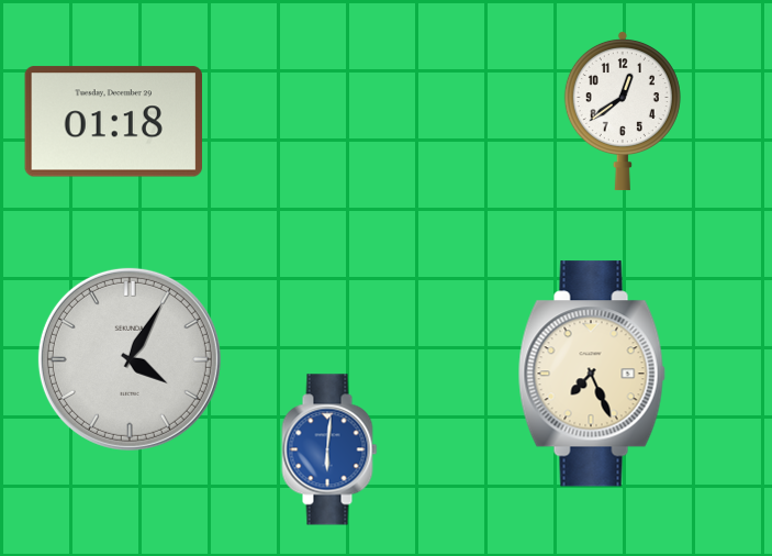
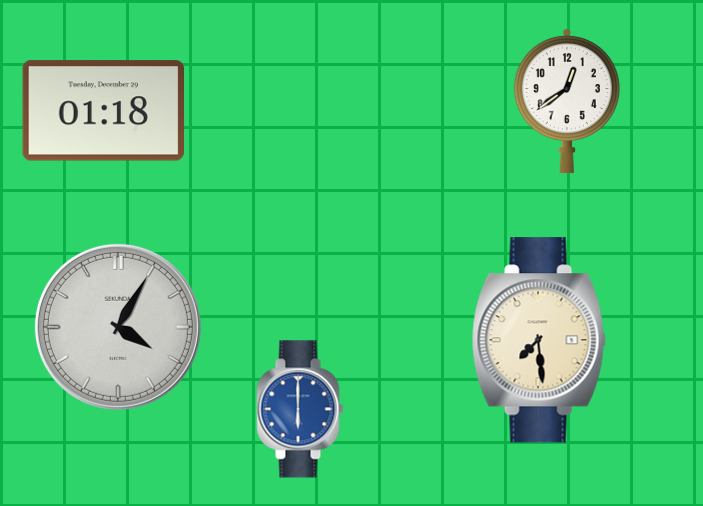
clock at (592, 374): 7:26 -> 7:29
clock at (329, 449): 6:01 -> 6:00
